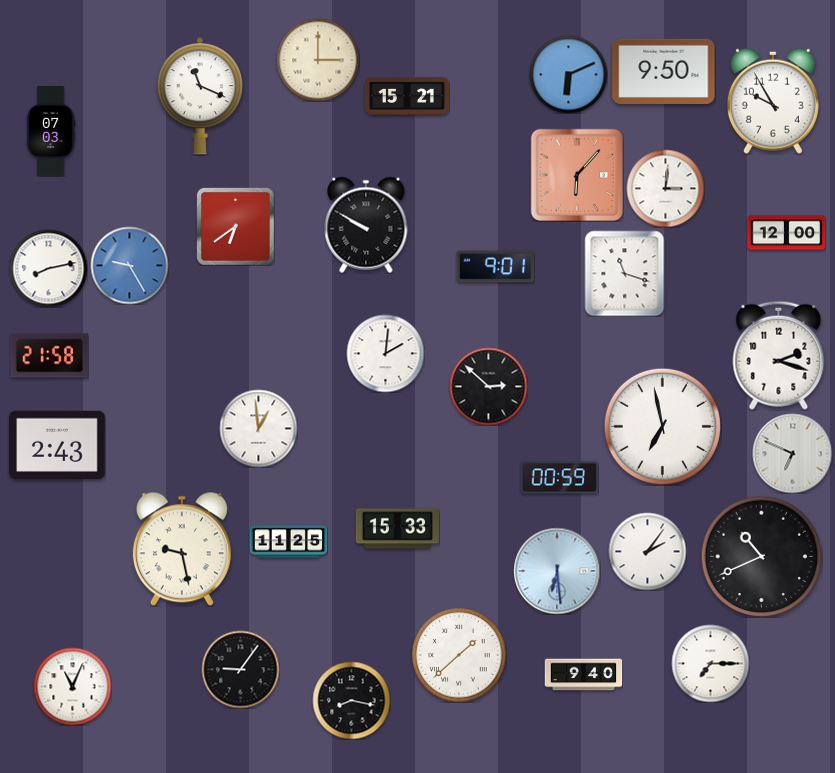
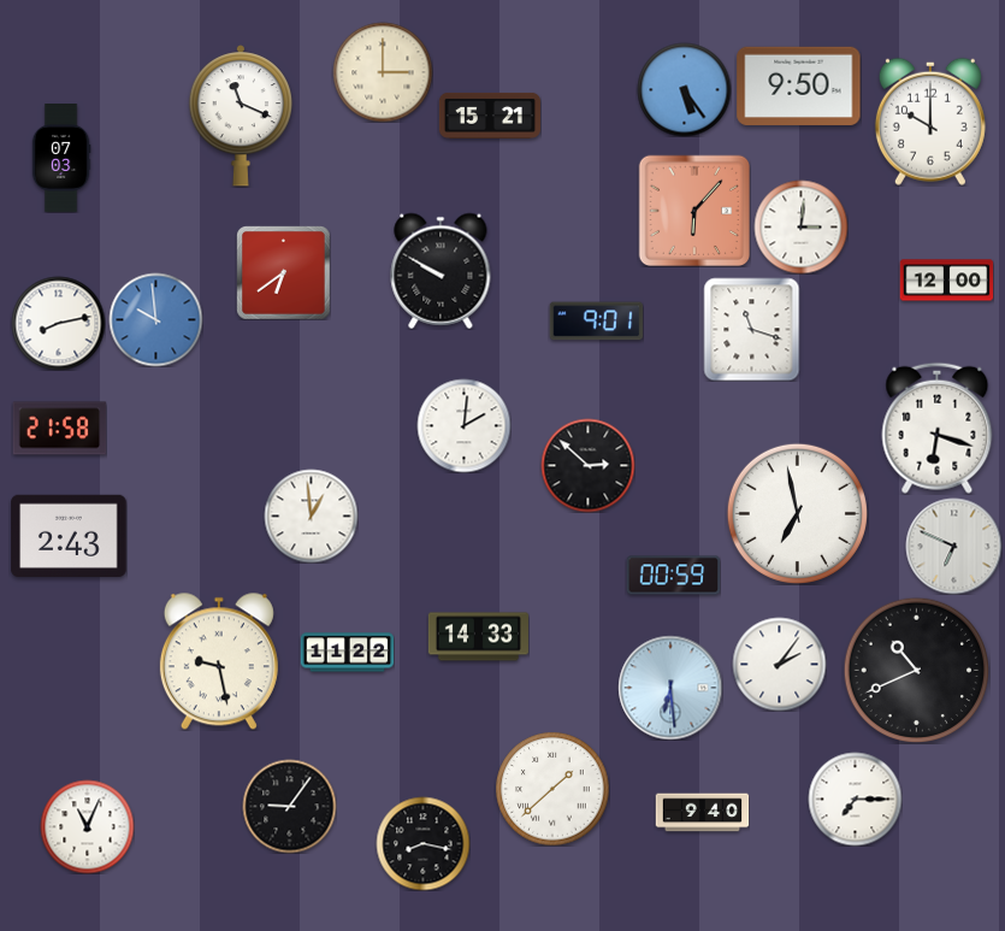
clock at (568, 74): 6:11 -> 5:24
clock at (773, 101): 9:55 -> 10:00
clock at (129, 265): 9:25 -> 9:59
clock at (779, 355): 2:18 -> 6:18
clock at (397, 529): 15:33 -> 14:33
clock at (288, 542): 11:25 -> 11:22
